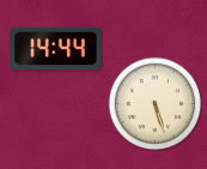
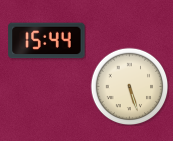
clock at (56, 49): 14:44 -> 15:44
